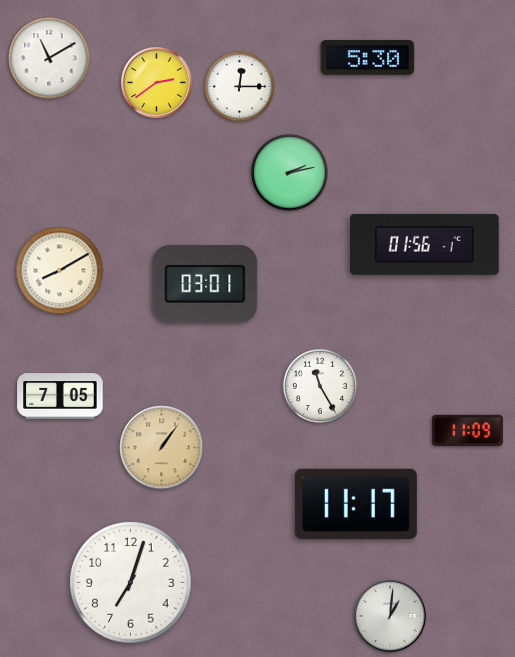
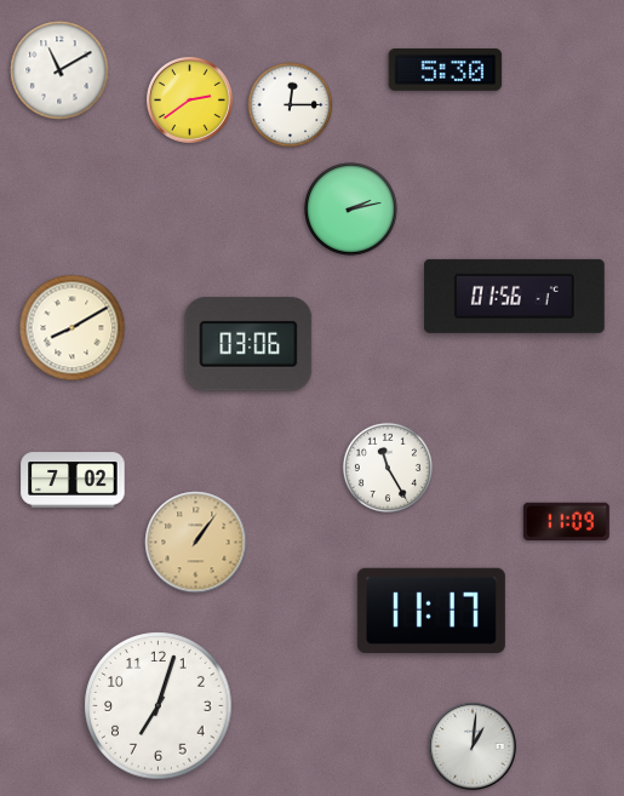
clock at (205, 284): 03:01 -> 03:06
clock at (60, 396): 7:05 -> 7:02
